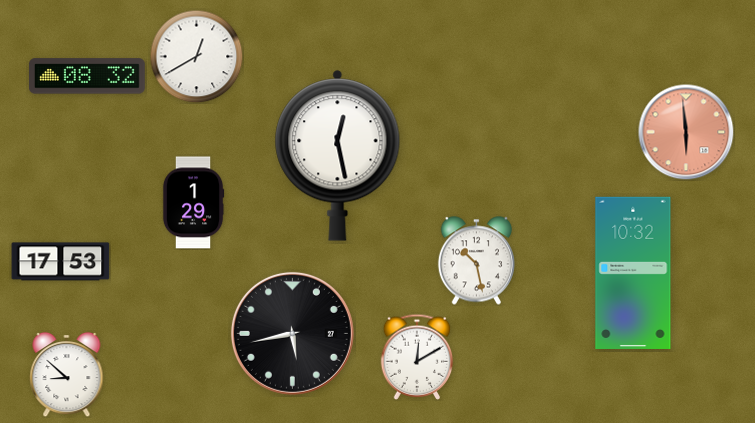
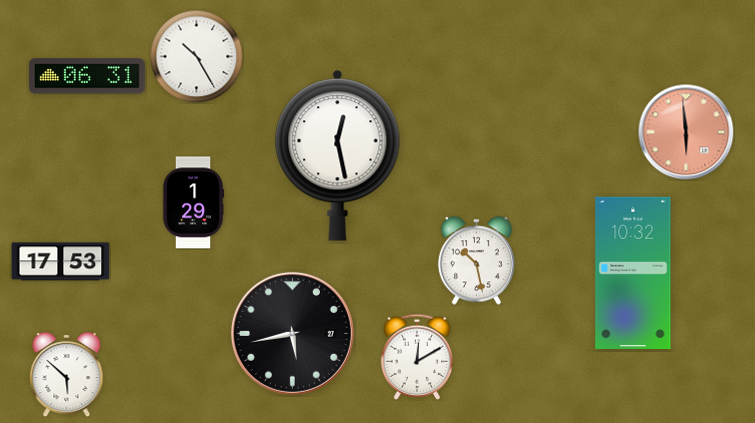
clock at (196, 56): 12:40 -> 10:25
clock at (87, 76): 08:32 -> 06:31
clock at (67, 374): 8:52 -> 5:52
